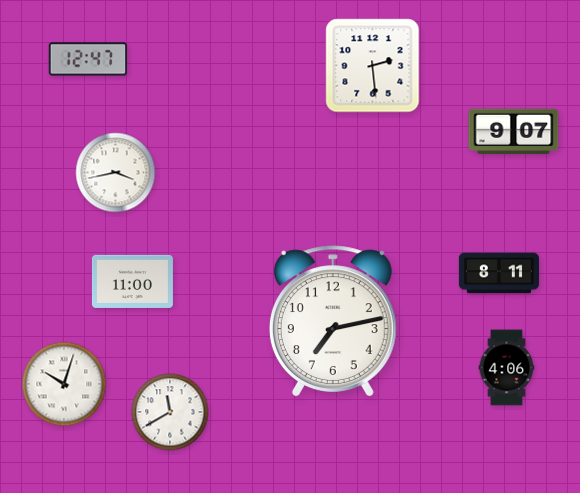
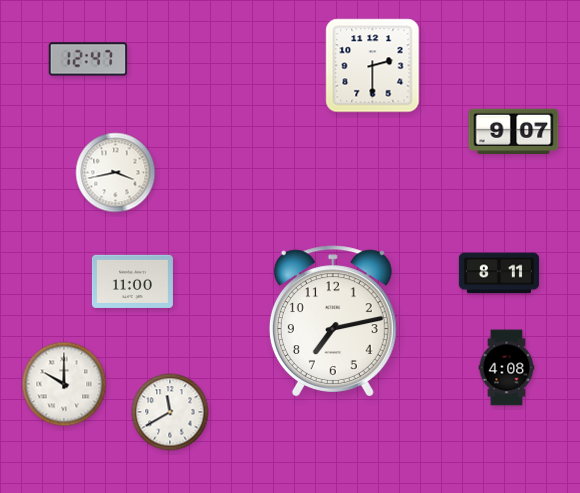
clock at (373, 66): 2:29 -> 2:30
clock at (507, 368): 4:06 -> 4:08
clock at (64, 384): 10:03 -> 10:00
